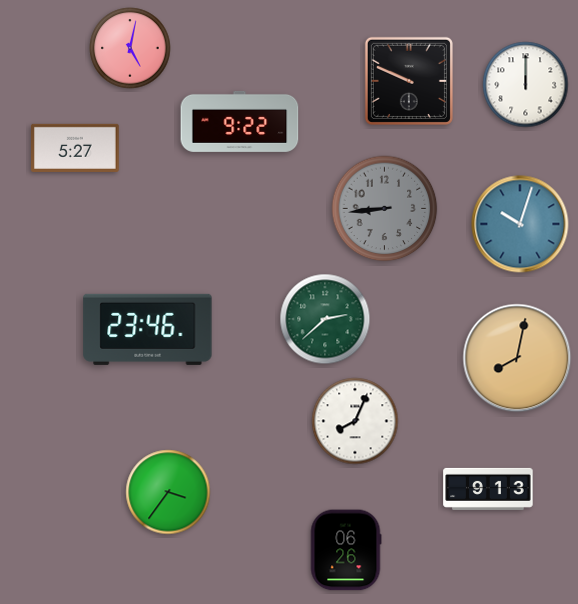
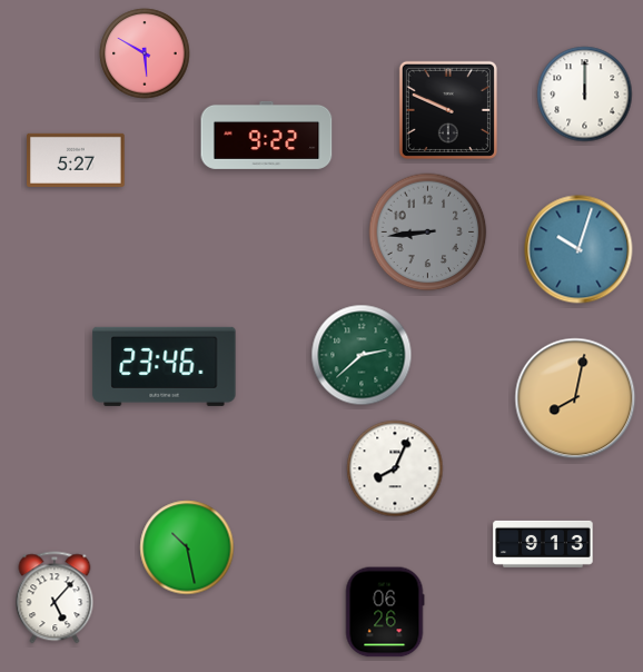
clock at (130, 48): 5:02 -> 5:50
clock at (409, 81) position: (409, 81) -> (448, 110)
clock at (76, 148) position: (76, 148) -> (77, 160)
clock at (168, 492): 3:36 -> 10:28
clock at (55, 597): none -> 5:07
